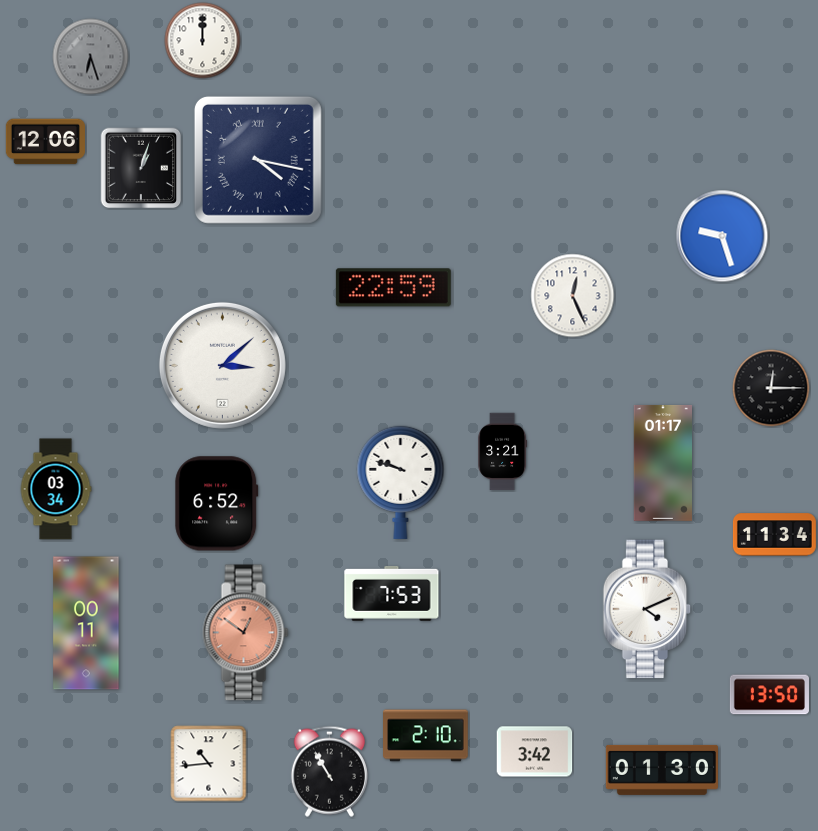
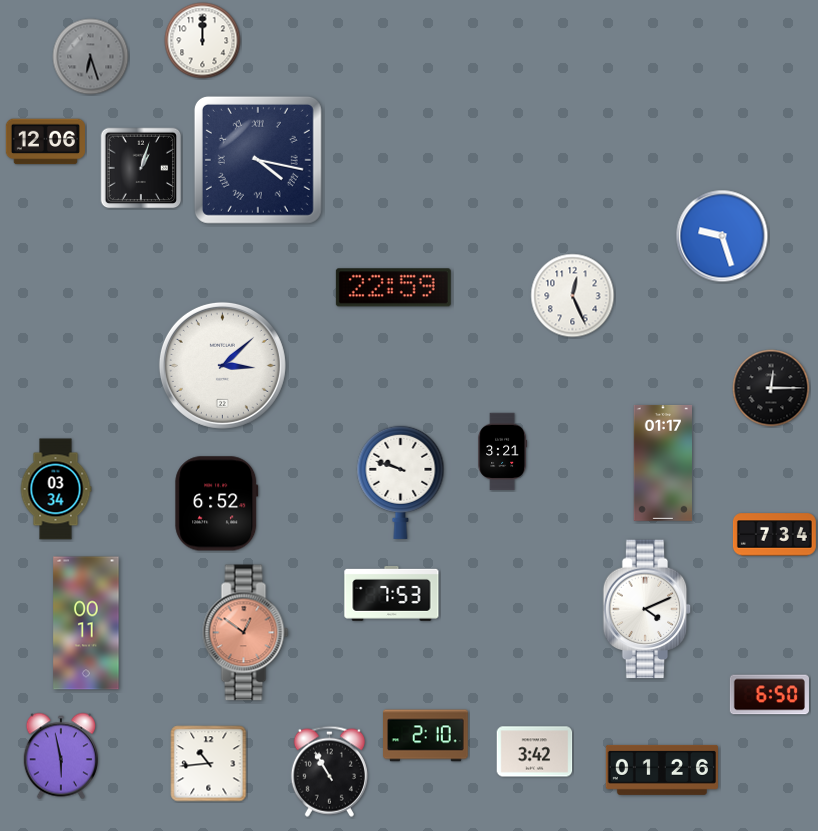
clock at (774, 535): 11:34 -> 7:34
clock at (769, 695): 13:50 -> 6:50
clock at (61, 756): none -> 5:58
clock at (662, 770): 01:30 -> 01:26
